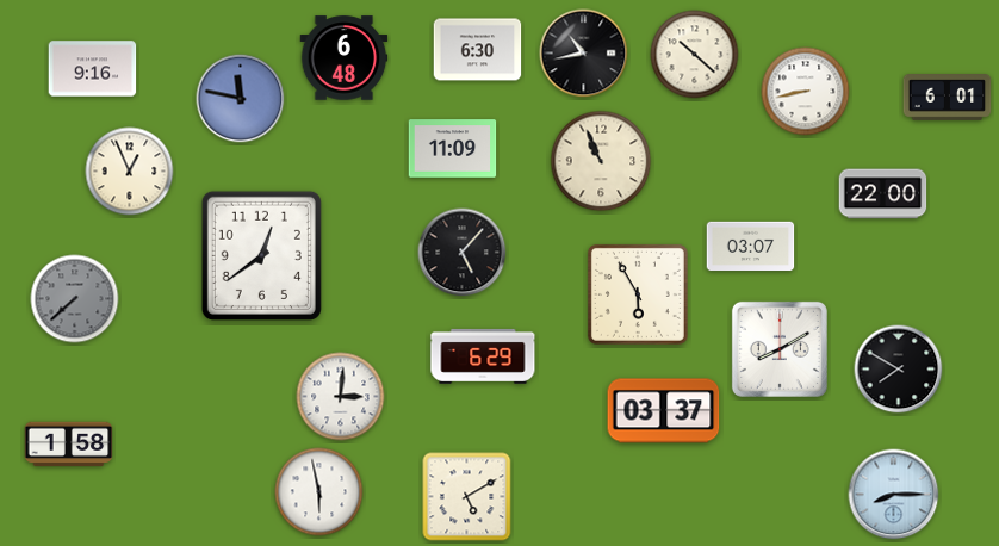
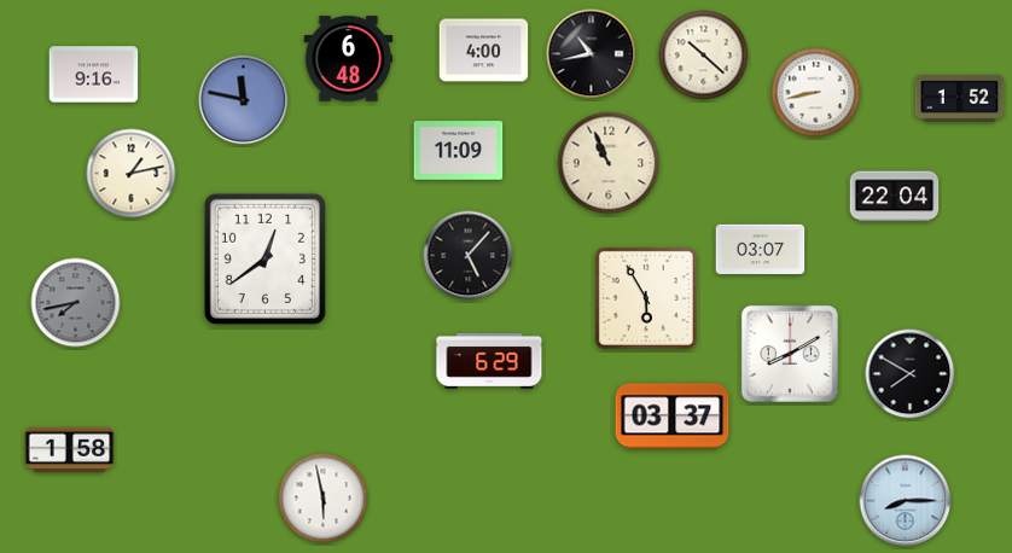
clock at (478, 50): 6:30 -> 4:00
clock at (93, 69) position: (93, 69) -> (94, 75)
clock at (948, 98): 6:01 -> 1:52
clock at (130, 172): 12:56 -> 1:13
clock at (883, 194): 22:00 -> 22:04
clock at (75, 299): 7:38 -> 7:43
clock at (341, 397): 3:01 -> none
clock at (467, 497): 5:10 -> none
